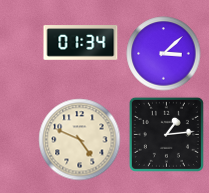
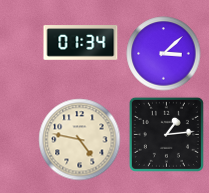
clock at (80, 140): 4:49 -> 4:47
